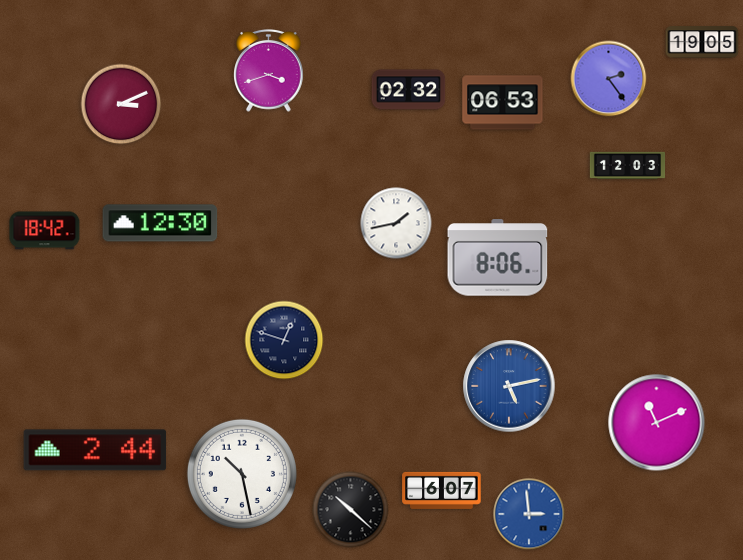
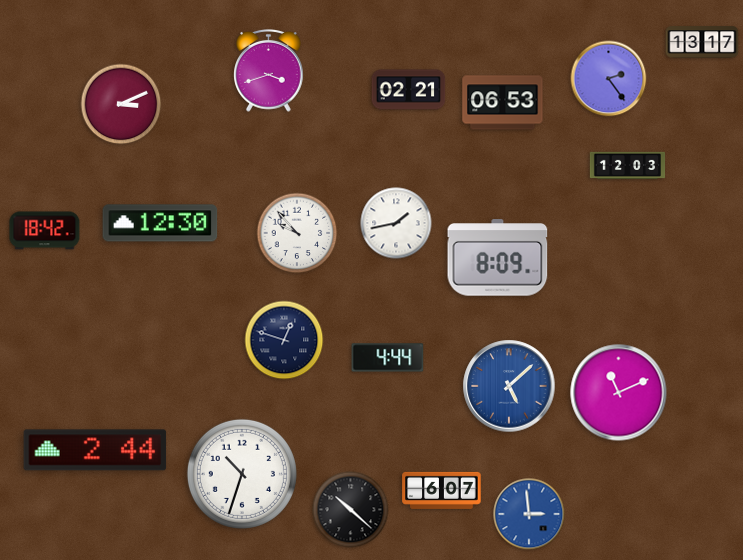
clock at (702, 42): 19:05 -> 13:17
clock at (409, 90): 02:32 -> 02:21
clock at (297, 233): none -> 9:53
clock at (498, 258): 8:06 -> 8:09
clock at (388, 358): none -> 4:44
clock at (509, 386): 5:13 -> 5:08
clock at (657, 423) position: (657, 423) -> (619, 393)
clock at (242, 474): 10:28 -> 10:33
